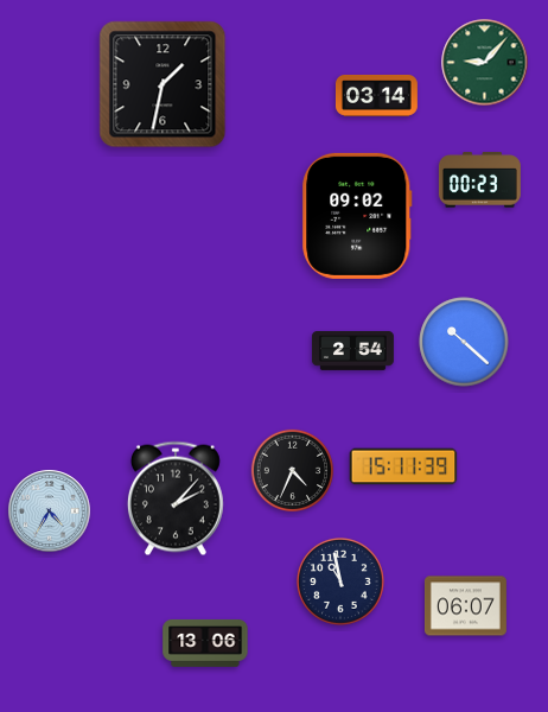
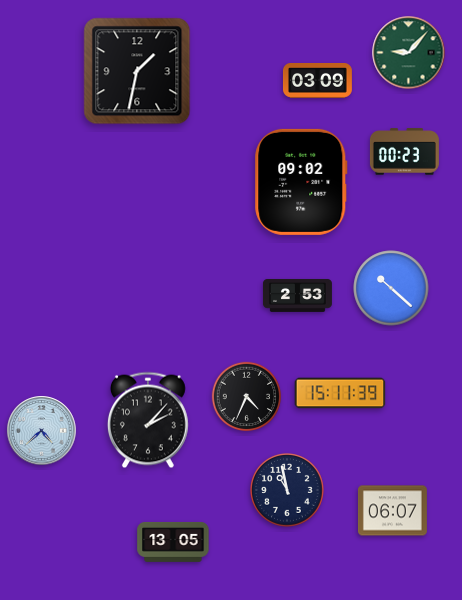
clock at (376, 96): 03:14 -> 03:09
clock at (352, 350): 2:54 -> 2:53
clock at (50, 511): 4:35 -> 4:38
clock at (205, 643): 13:06 -> 13:05
